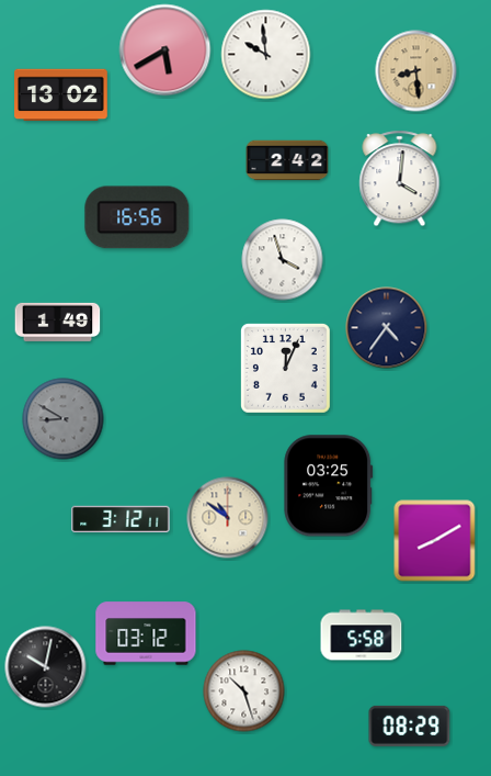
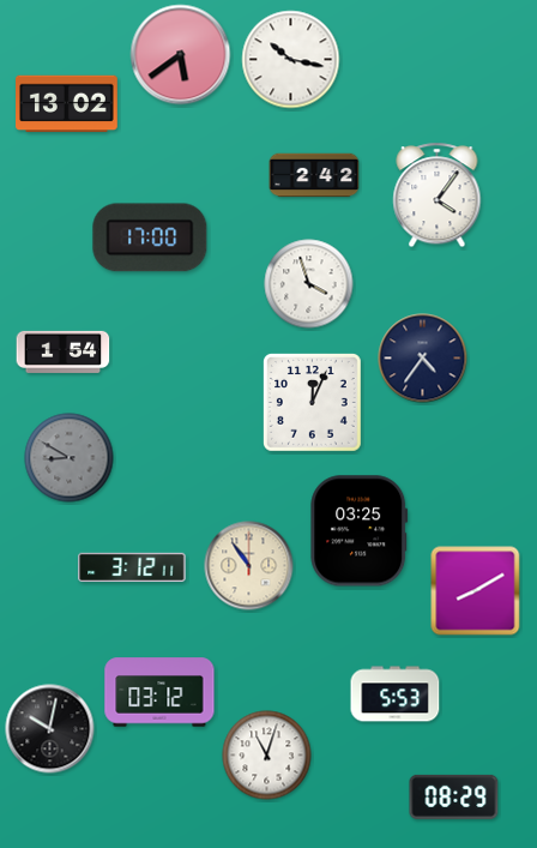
clock at (165, 50): 5:40 -> 5:39
clock at (266, 55): 9:59 -> 10:17
clock at (416, 71): 8:29 -> none
clock at (400, 179): 4:01 -> 4:06
clock at (137, 217): 16:56 -> 17:00
clock at (58, 322): 1:49 -> 1:54
clock at (228, 518): 10:51 -> 10:54
clock at (362, 636): 5:58 -> 5:53
clock at (244, 691): 10:27 -> 11:03
clock at (410, 726) position: (410, 726) -> (454, 796)
